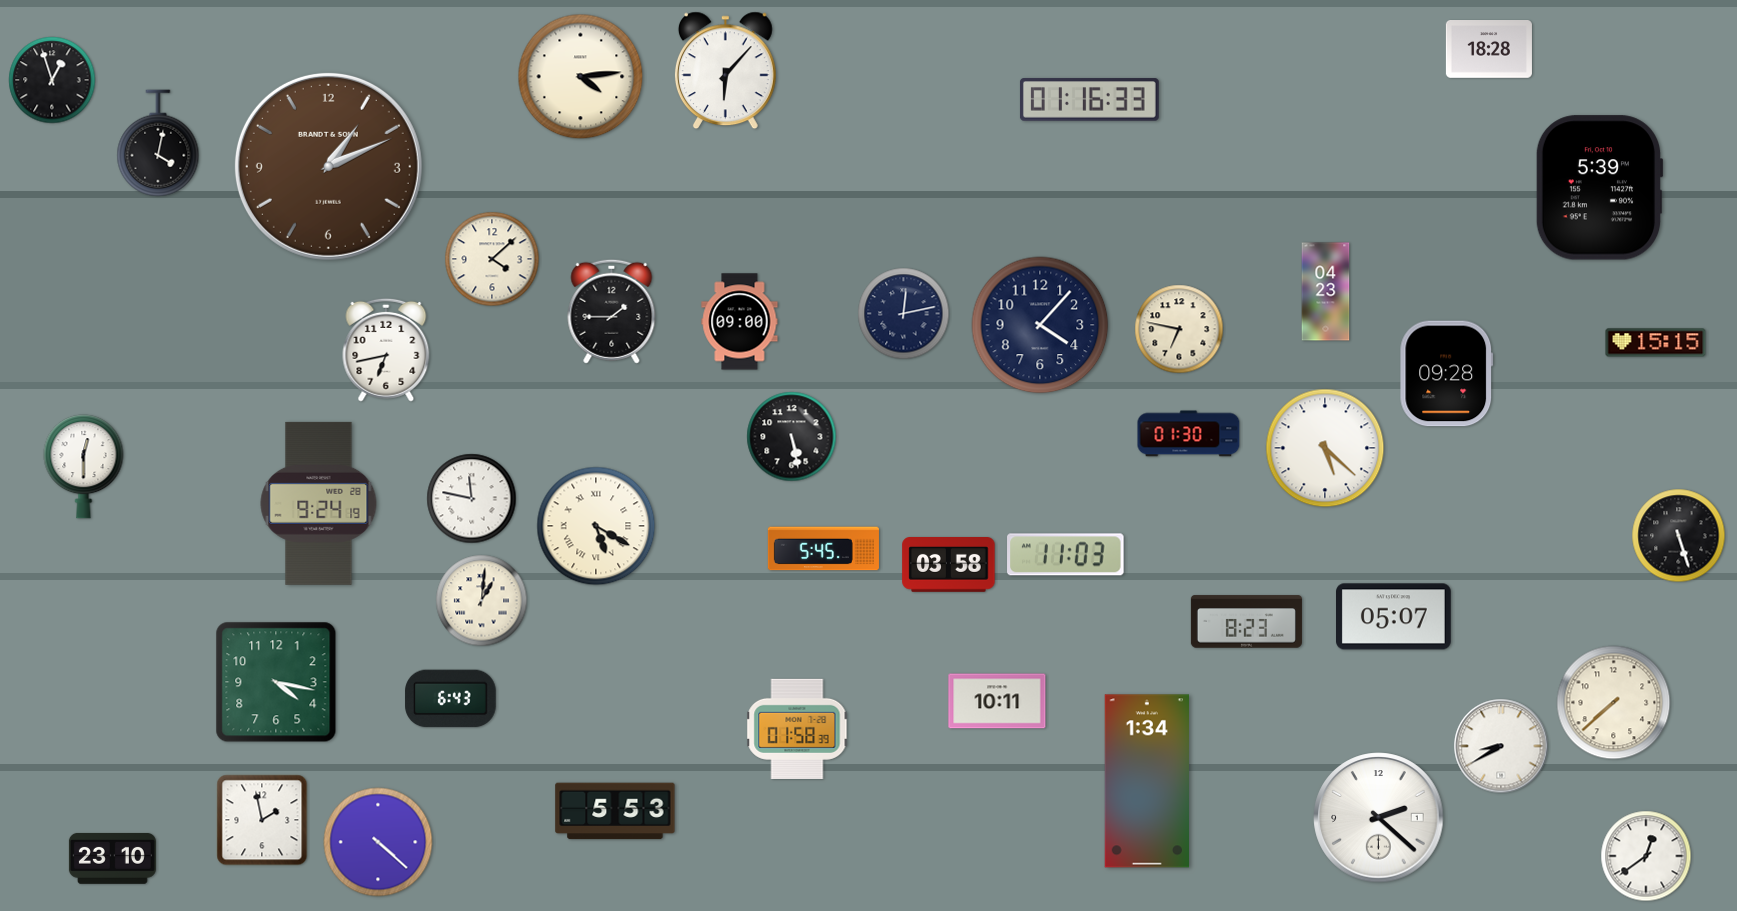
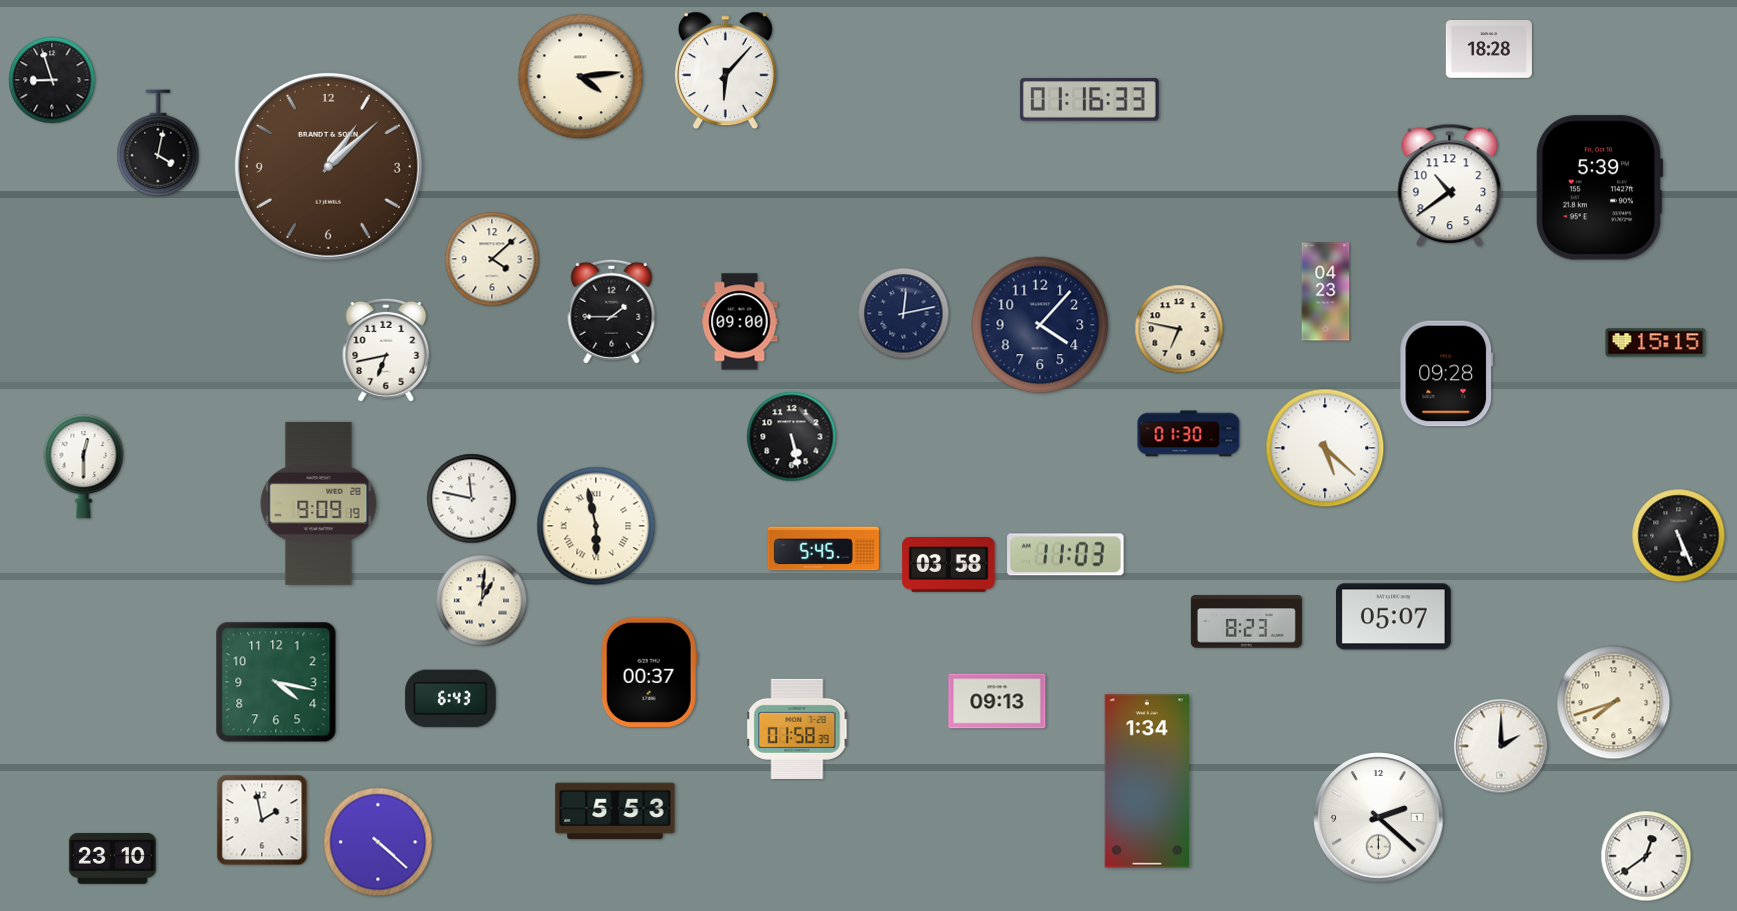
clock at (52, 80): 12:57 -> 8:57
clock at (328, 166): 1:11 -> 1:08
clock at (1450, 186): none -> 10:39
clock at (319, 503): 9:24 -> 9:09
clock at (596, 526): 5:20 -> 5:58
clock at (1679, 536): 5:27 -> 5:26
clock at (649, 672): none -> 00:37
clock at (997, 701): 10:11 -> 09:13
clock at (1614, 703): 7:38 -> 7:42
clock at (1501, 746): 8:40 -> 2:00
